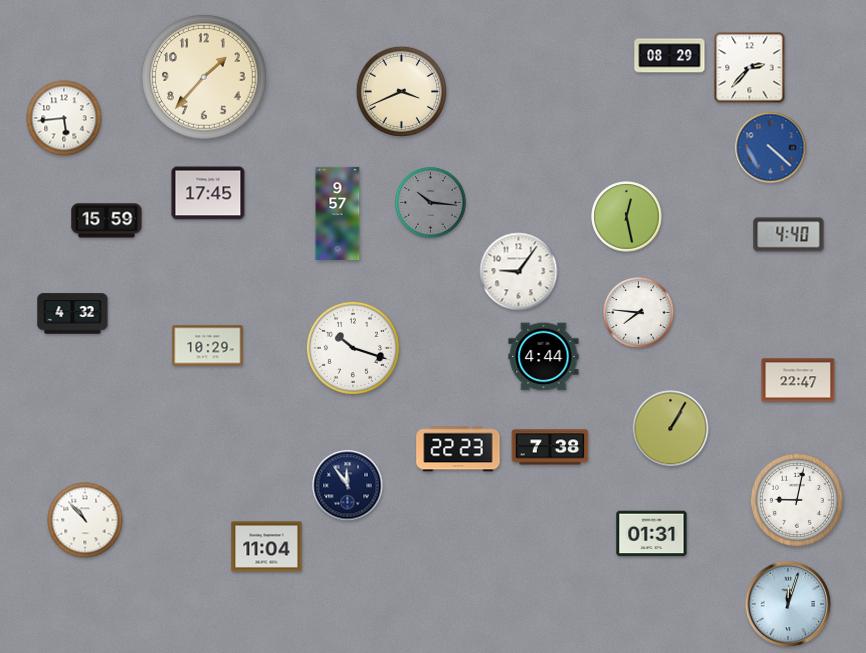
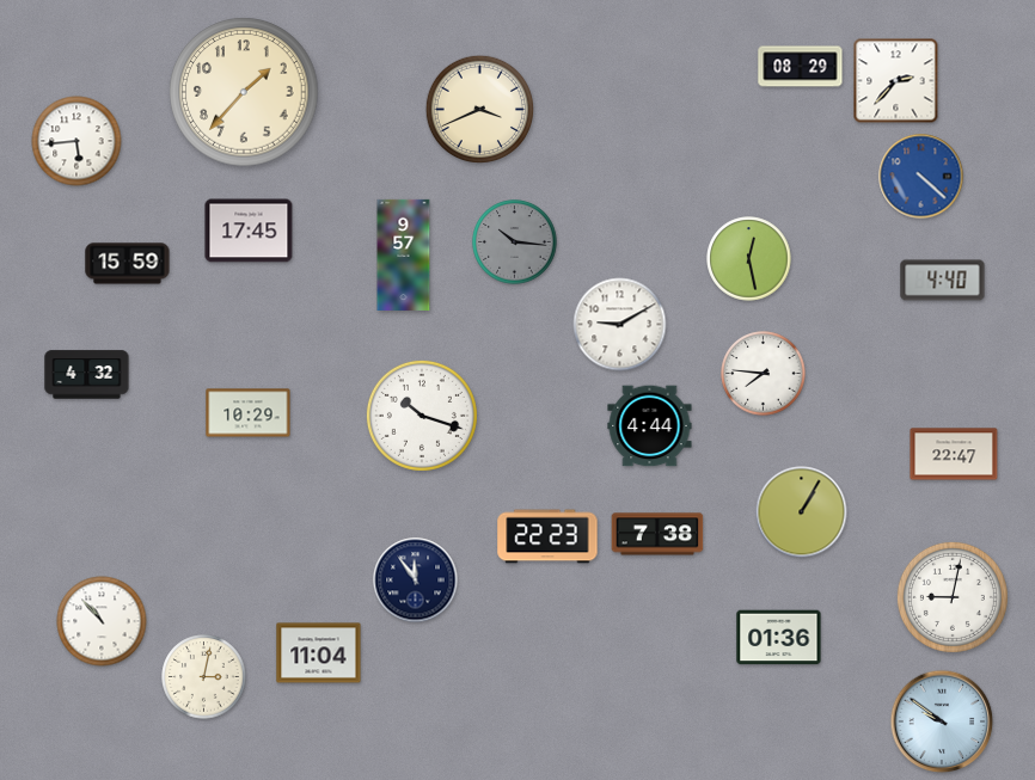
clock at (519, 272): 9:06 -> 9:10
clock at (652, 534): 01:31 -> 01:36
clock at (204, 677): none -> 3:02
clock at (788, 604): 12:03 -> 9:51
